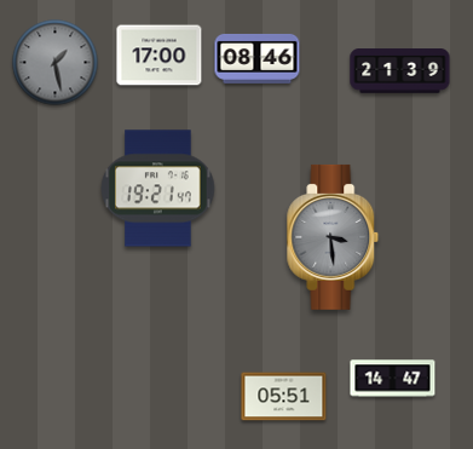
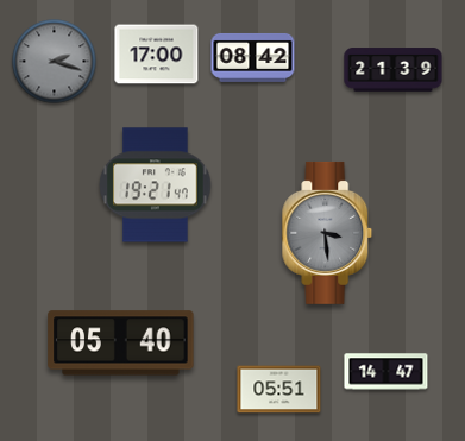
clock at (258, 58): 08:46 -> 08:42
clock at (56, 63): 1:28 -> 2:18
clock at (121, 344): none -> 05:40
